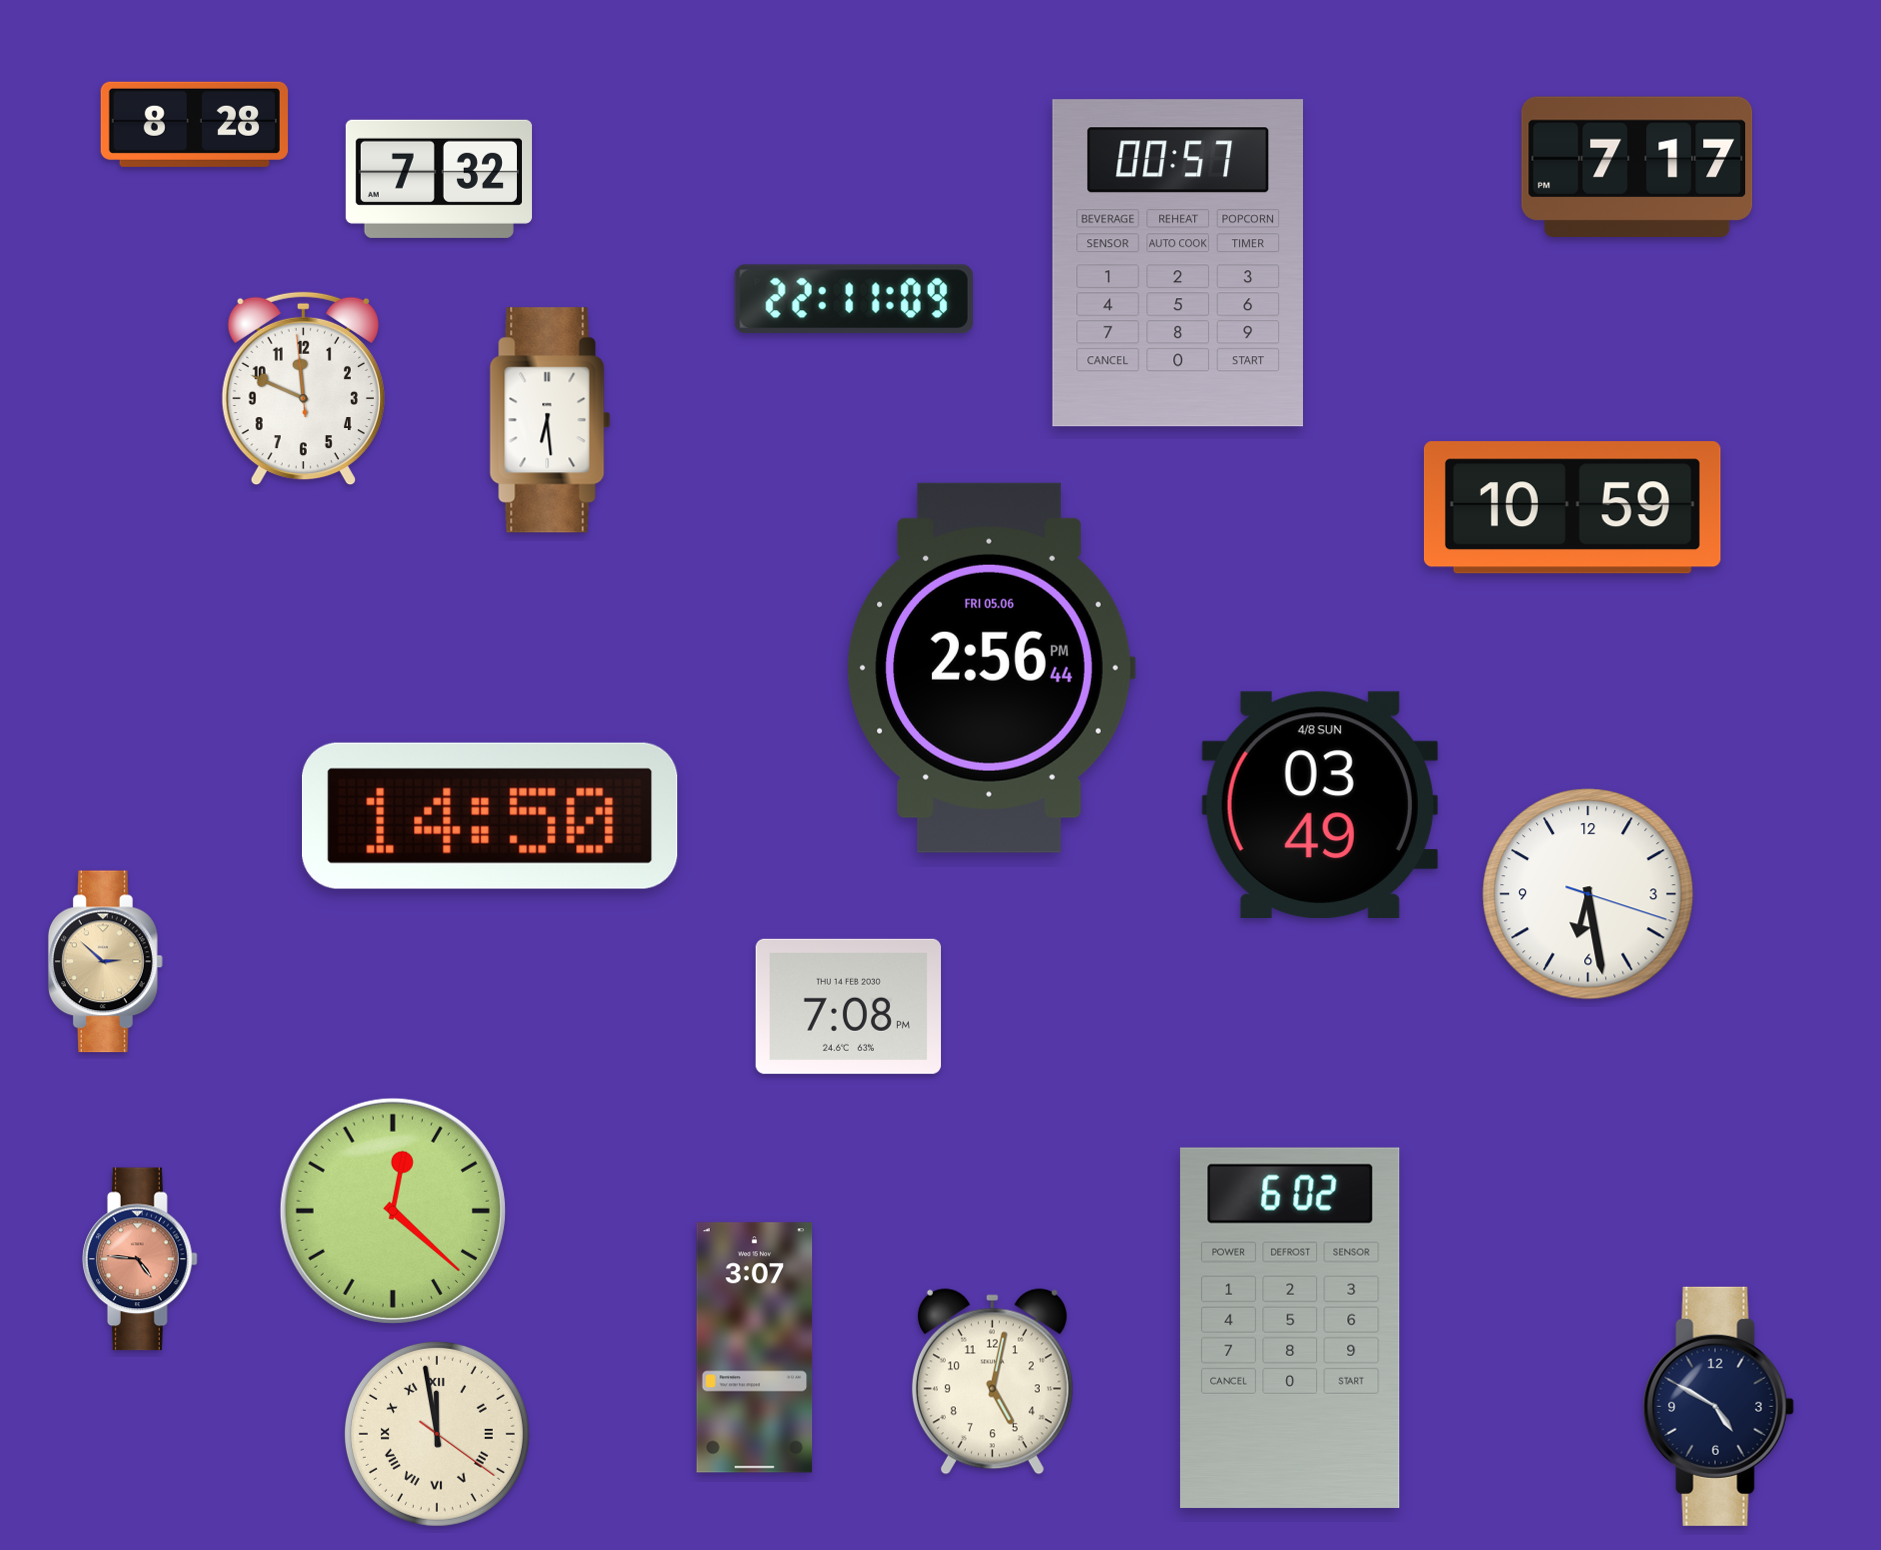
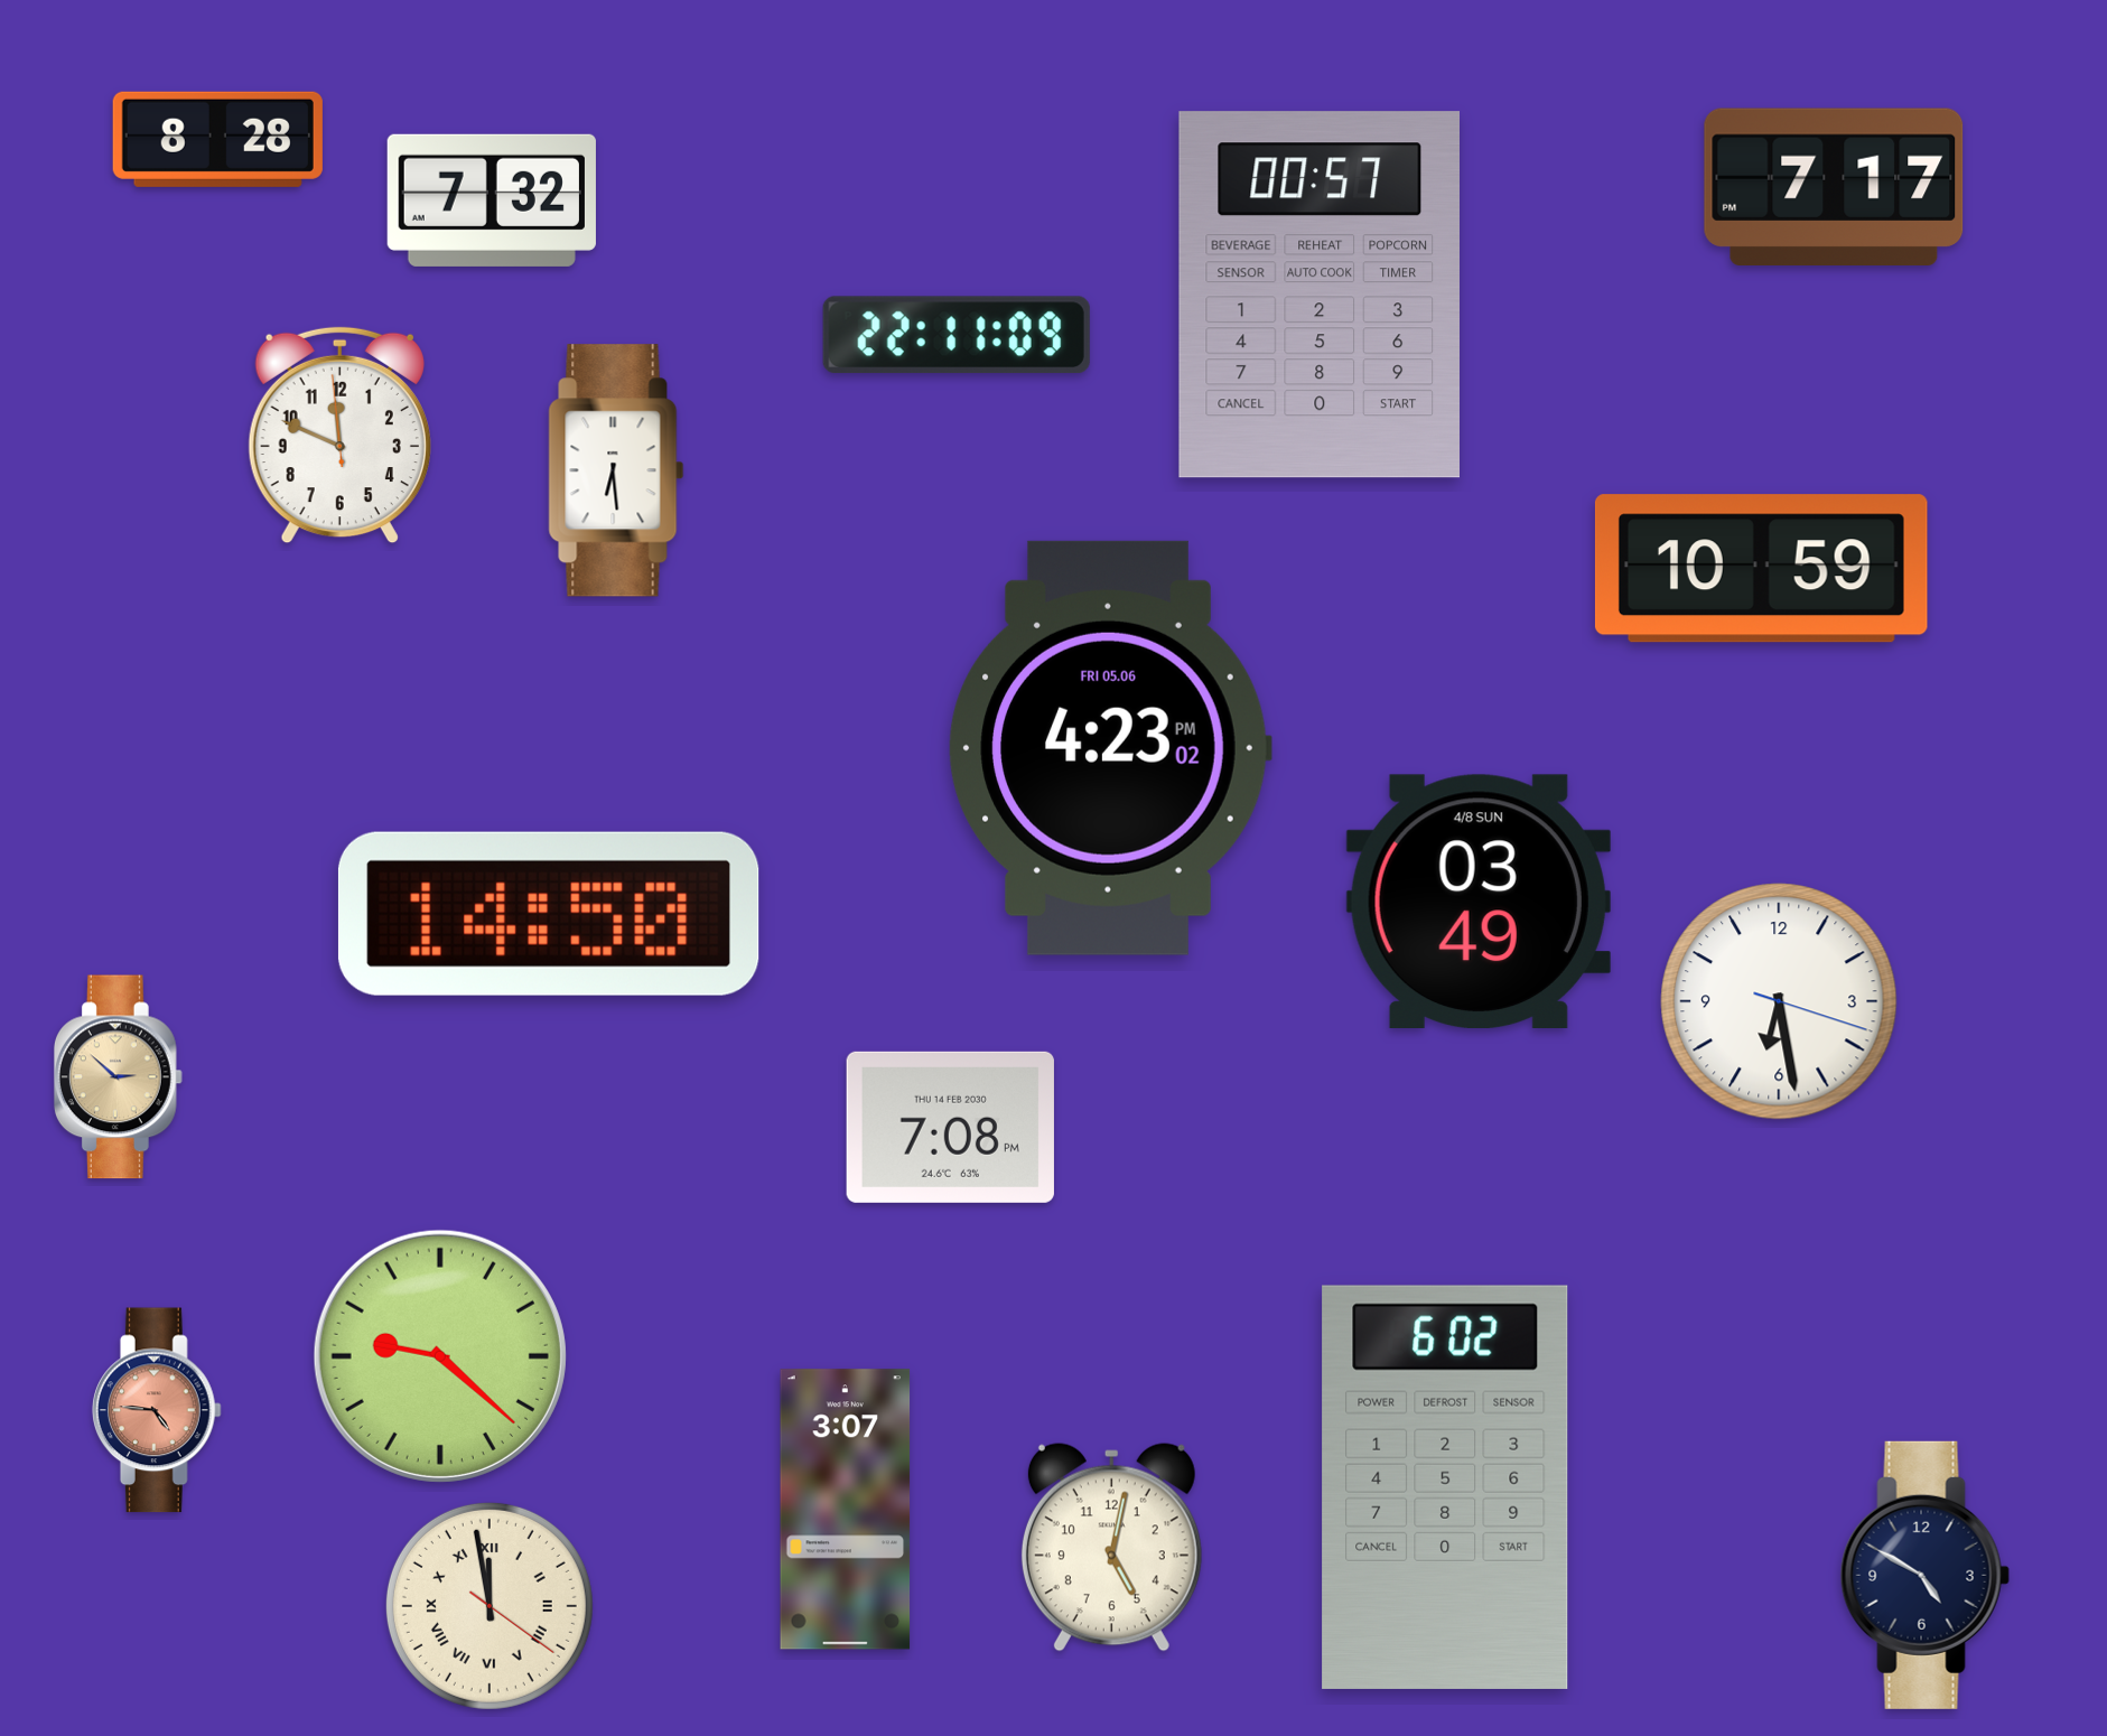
clock at (991, 668): 2:56 -> 4:23
clock at (393, 1211): 12:22 -> 9:22
